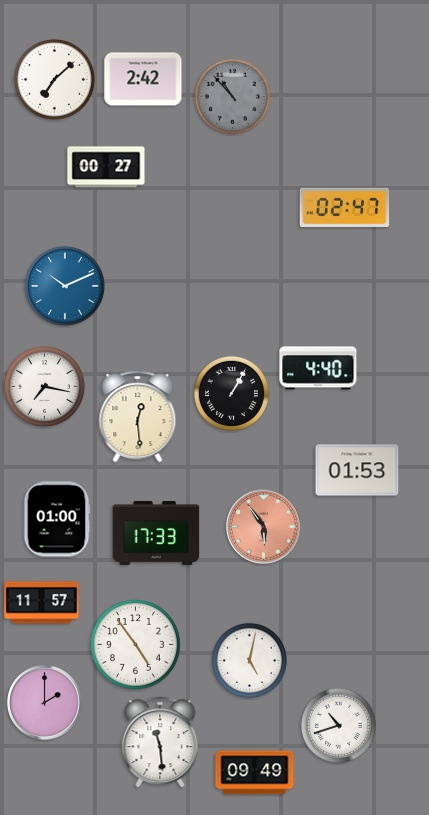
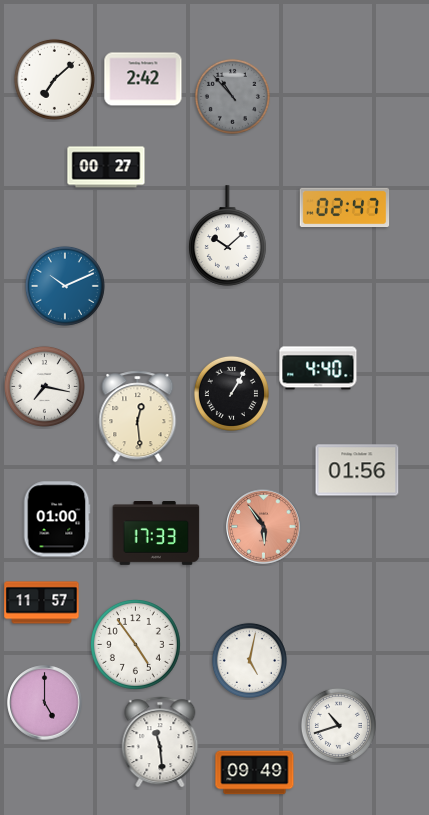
clock at (228, 236): none -> 10:08
clock at (357, 470): 01:53 -> 01:56
clock at (45, 703): 2:00 -> 5:00
